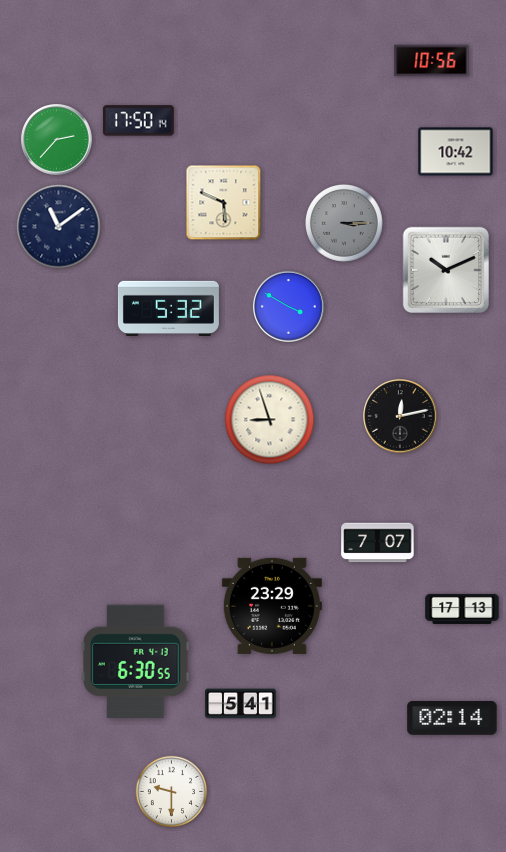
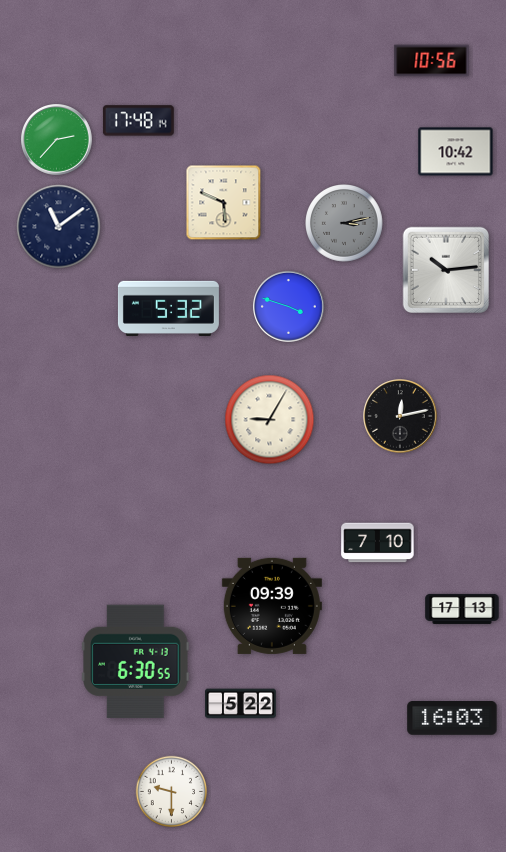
clock at (138, 121): 17:50 -> 17:48
clock at (345, 224): 3:15 -> 3:13
clock at (445, 269): 10:11 -> 10:14
clock at (289, 307): 3:50 -> 3:48
clock at (270, 420): 8:57 -> 9:05
clock at (378, 543): 7:07 -> 7:10
clock at (272, 606): 23:29 -> 09:39
clock at (241, 704): 5:41 -> 5:22
clock at (452, 719): 02:14 -> 16:03
